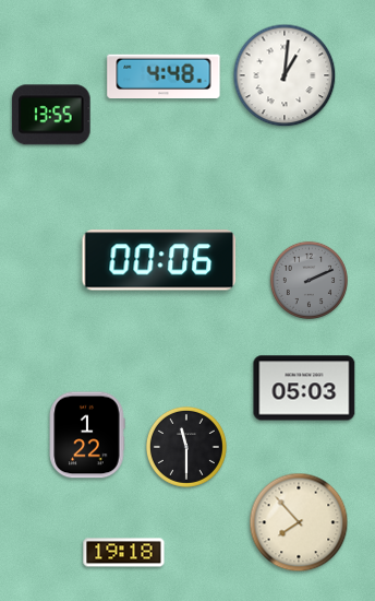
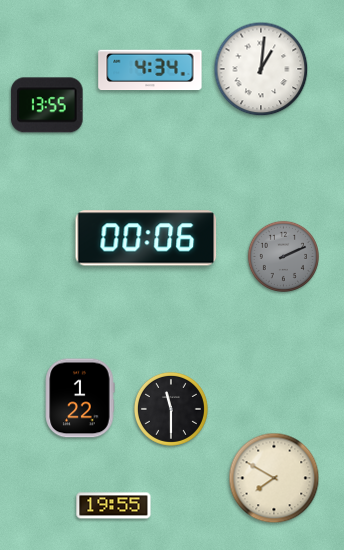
clock at (164, 76): 4:48 -> 4:34
clock at (304, 388): 05:03 -> none
clock at (299, 522): 7:53 -> 7:50
clock at (124, 553): 19:18 -> 19:55
